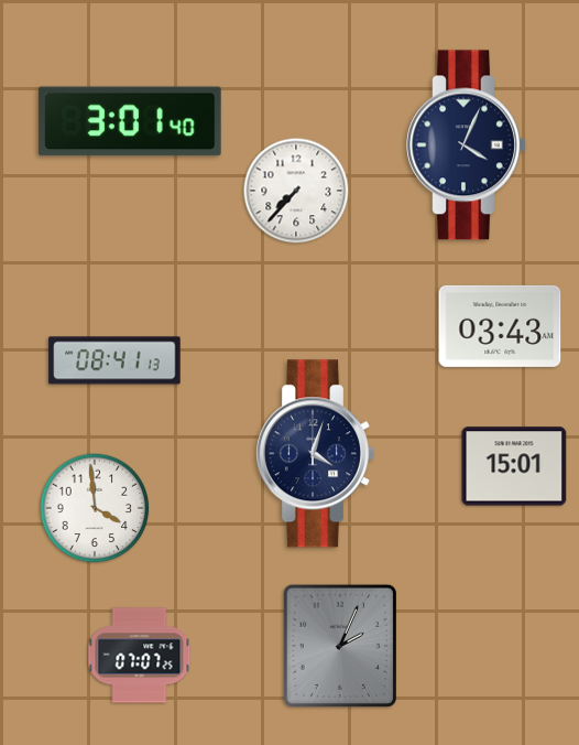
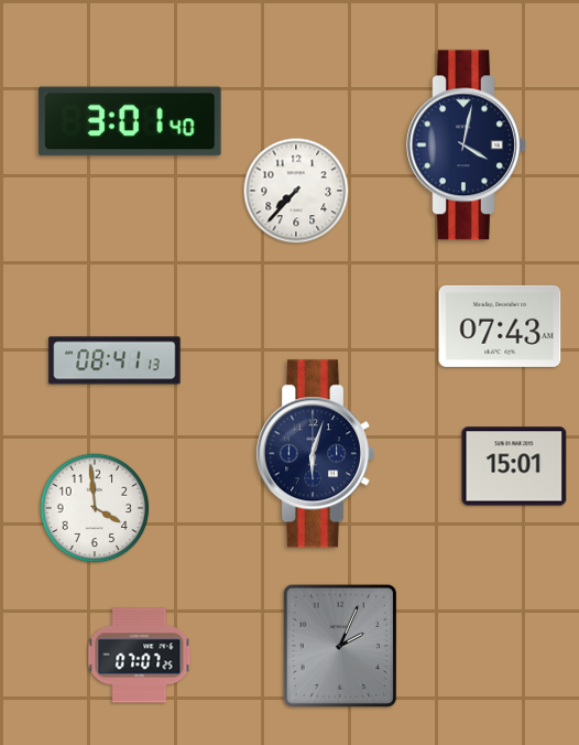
clock at (467, 145): 4:04 -> 4:02
clock at (500, 326): 03:43 -> 07:43
clock at (316, 454): 4:03 -> 6:03
